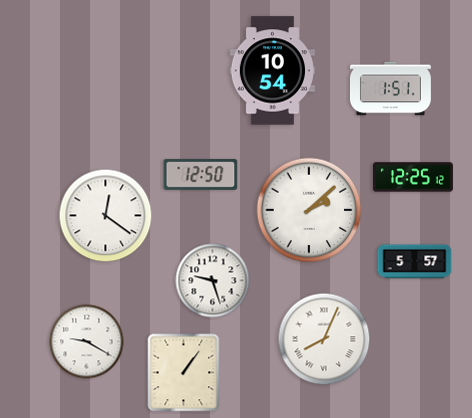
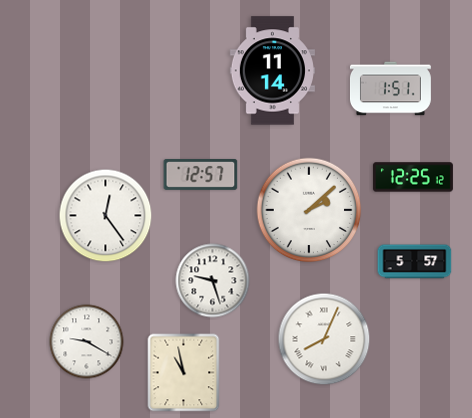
clock at (272, 71): 10:54 -> 11:14
clock at (201, 174): 12:50 -> 12:57
clock at (106, 216): 12:21 -> 12:24
clock at (184, 373): 1:06 -> 10:58
